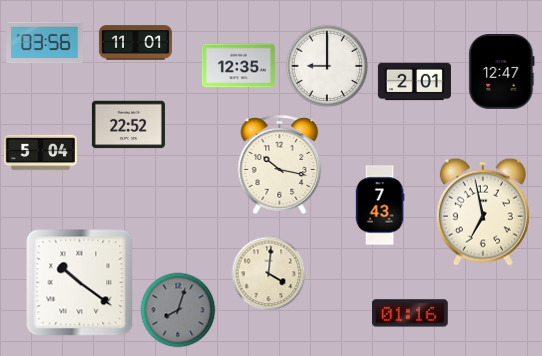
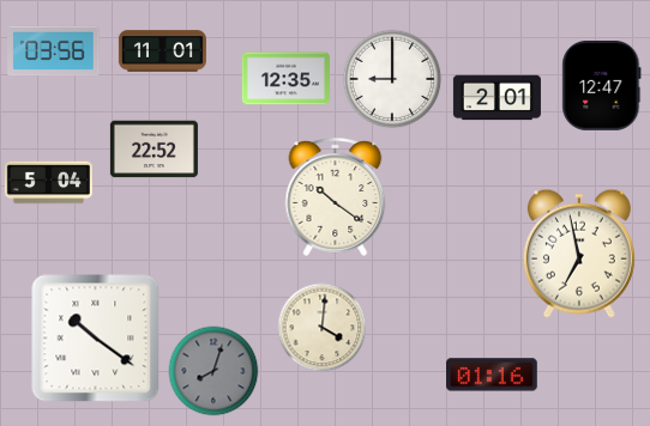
clock at (280, 164): 10:17 -> 10:21
clock at (380, 205): 7:43 -> none
